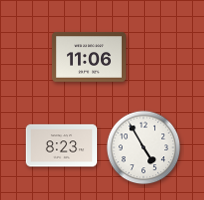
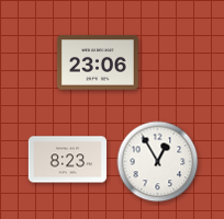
clock at (89, 57): 11:06 -> 23:06
clock at (144, 148): 4:55 -> 12:55
